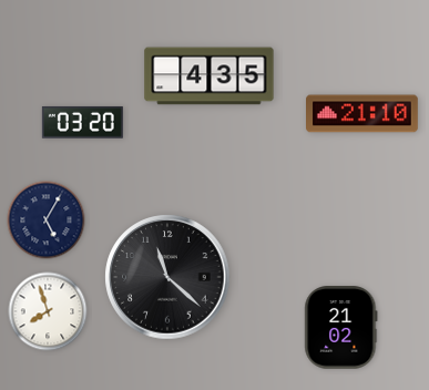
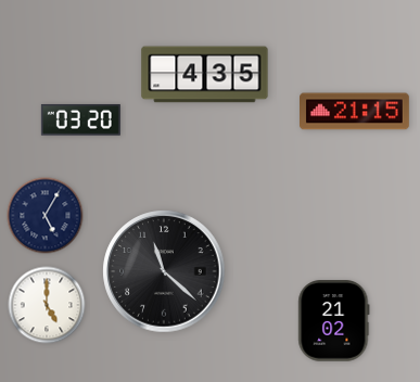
clock at (362, 114): 21:10 -> 21:15
clock at (48, 311): 7:57 -> 5:00
